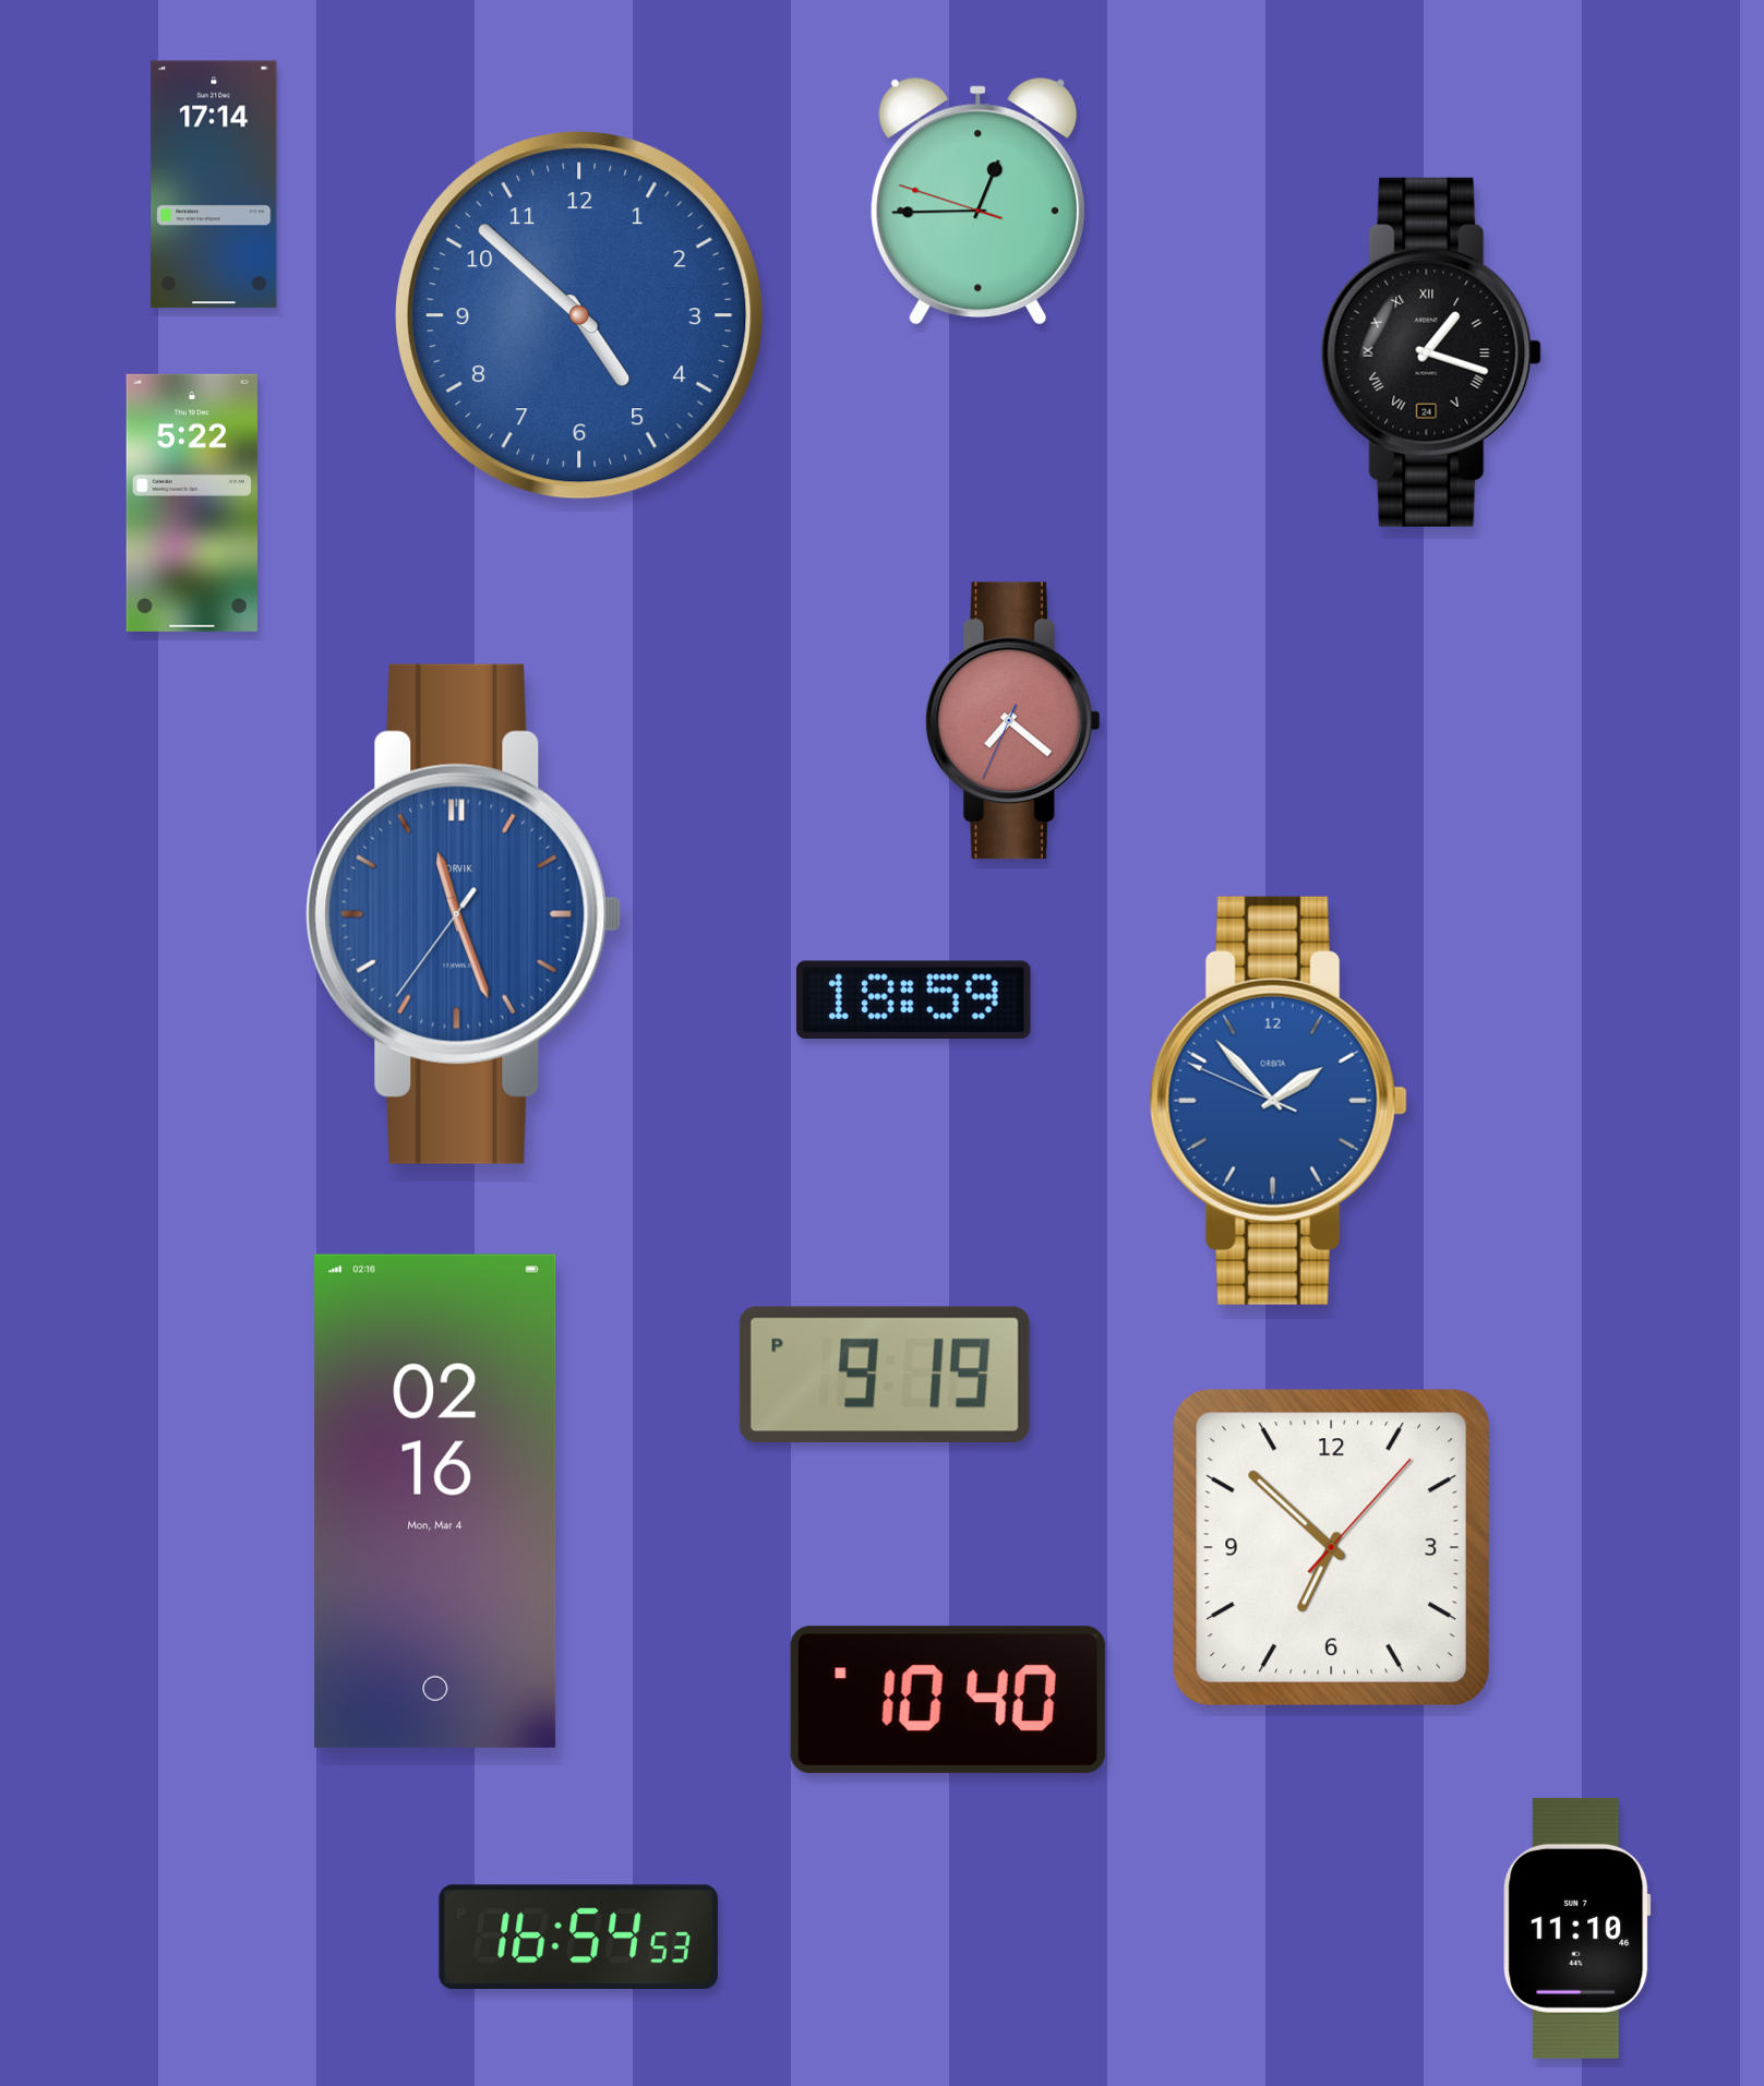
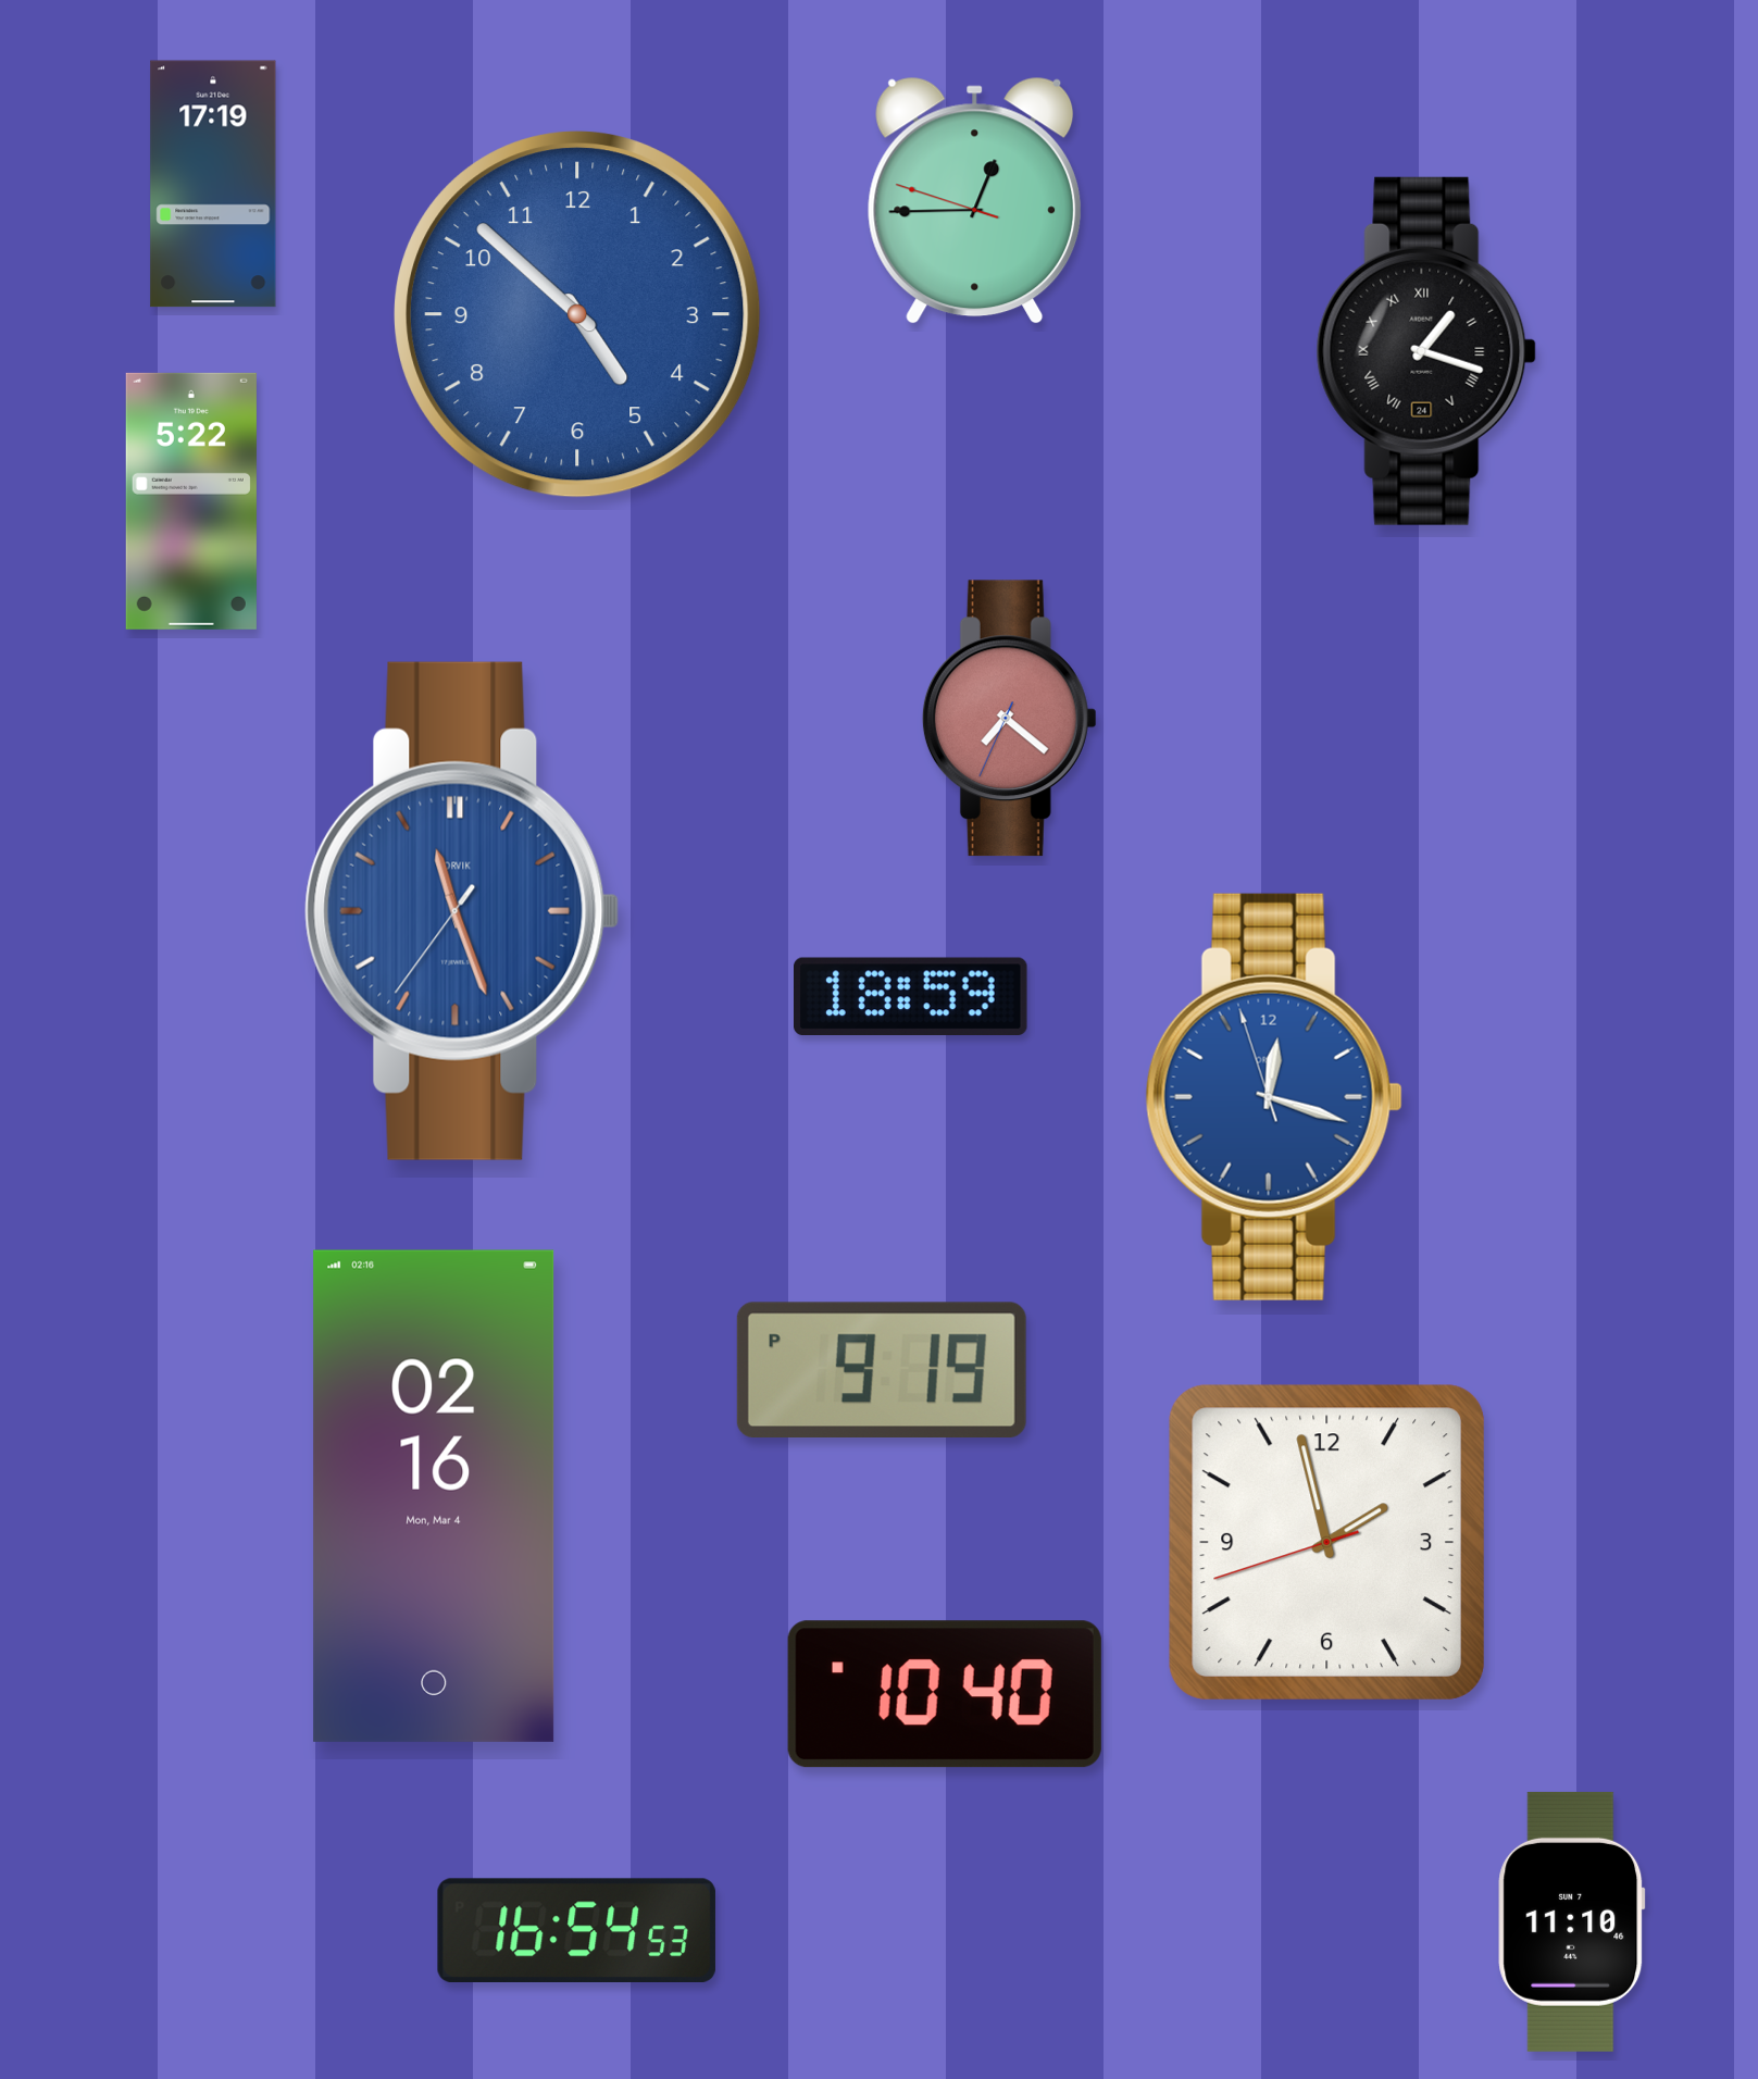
clock at (214, 184): 17:14 -> 17:19
clock at (1279, 1101): 1:52 -> 12:17
clock at (1331, 1547): 6:52 -> 1:57
